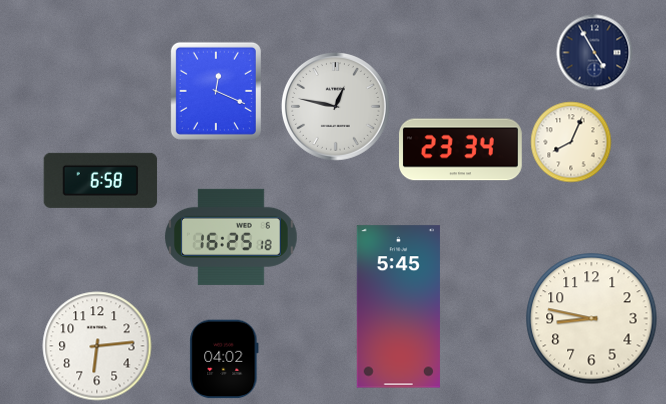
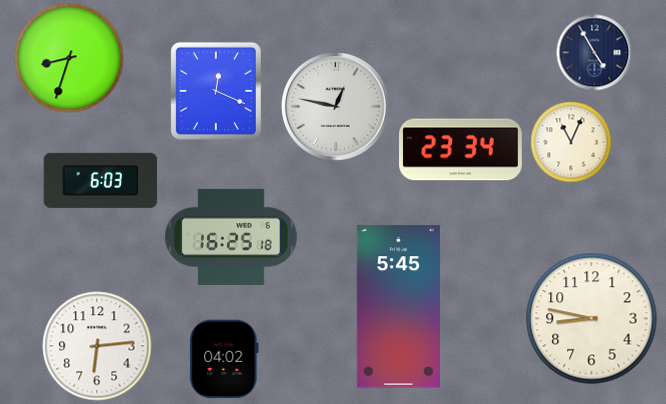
clock at (69, 58): none -> 8:33
clock at (571, 142): 8:04 -> 11:04
clock at (101, 180): 6:58 -> 6:03
